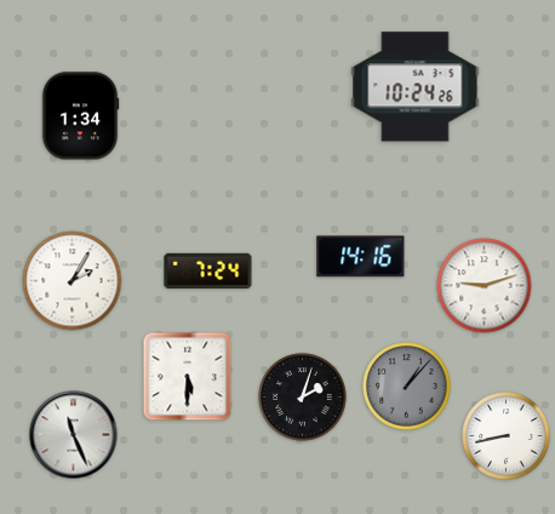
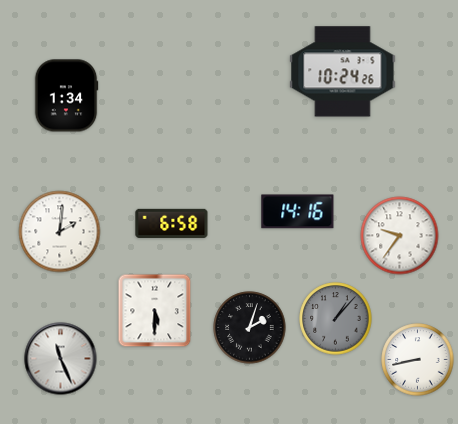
clock at (208, 270): 7:24 -> 6:58
clock at (73, 281): 2:05 -> 2:01
clock at (485, 286): 9:12 -> 9:36
